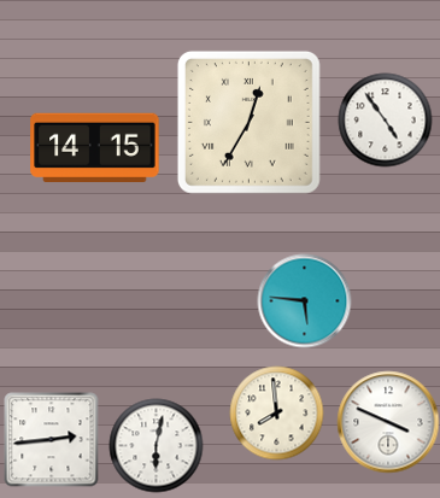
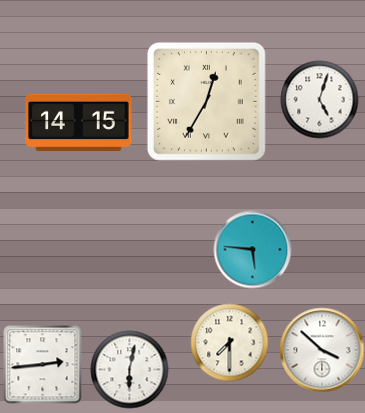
clock at (385, 119): 4:54 -> 5:03
clock at (276, 412): 7:59 -> 7:30
clock at (388, 422): 3:49 -> 3:52
